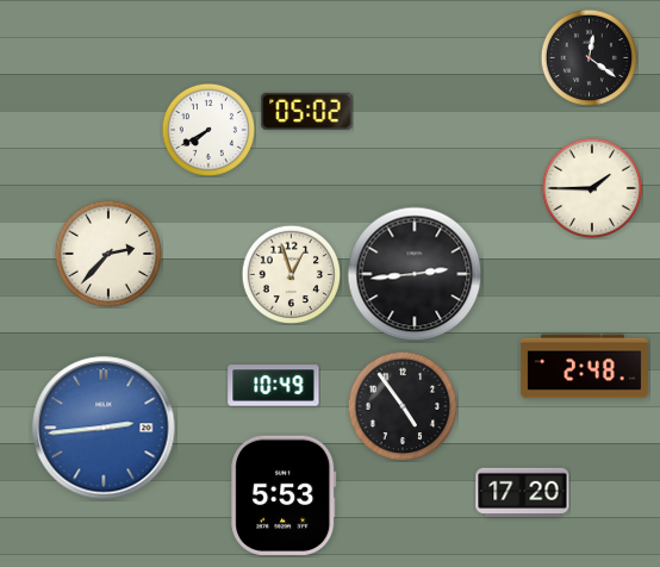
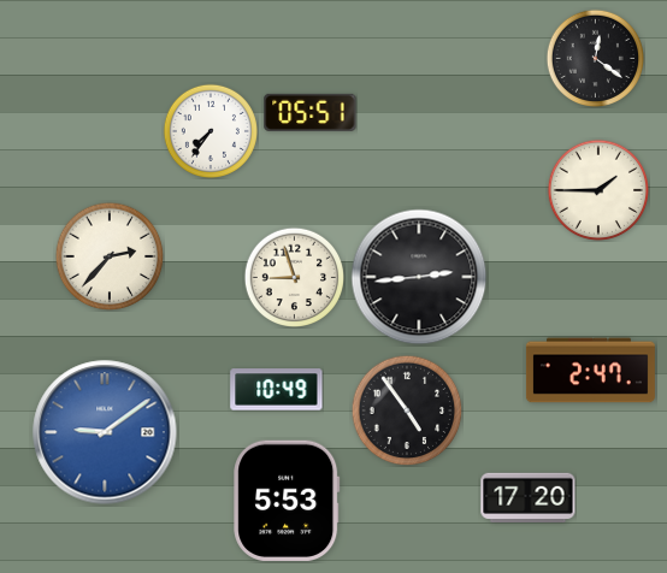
clock at (307, 111): 05:02 -> 05:51
clock at (208, 130): 7:40 -> 7:36
clock at (291, 274): 12:57 -> 8:57
clock at (584, 367): 2:48 -> 2:47
clock at (104, 428): 2:44 -> 9:09
